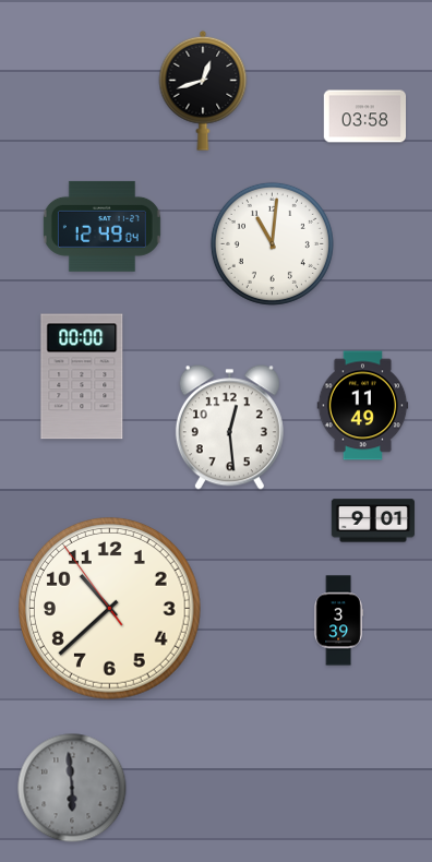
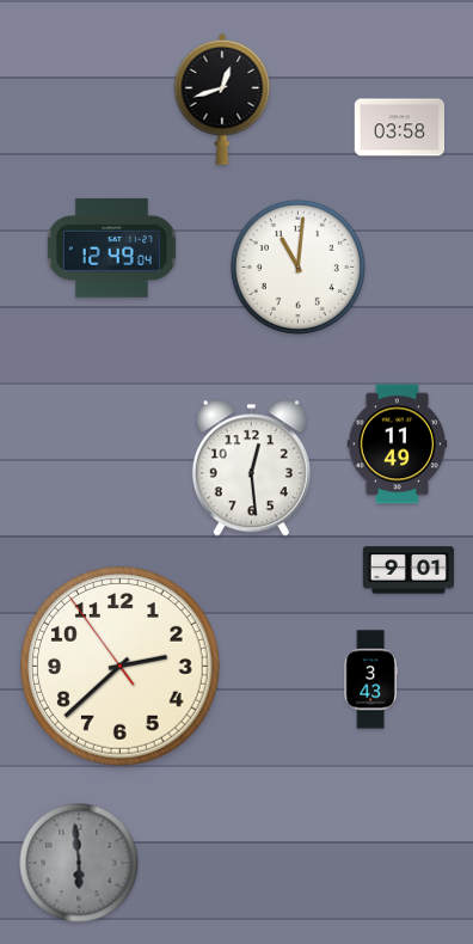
clock at (82, 376): 00:00 -> none
clock at (110, 609): 10:37 -> 2:37
clock at (338, 621): 3:39 -> 3:43
